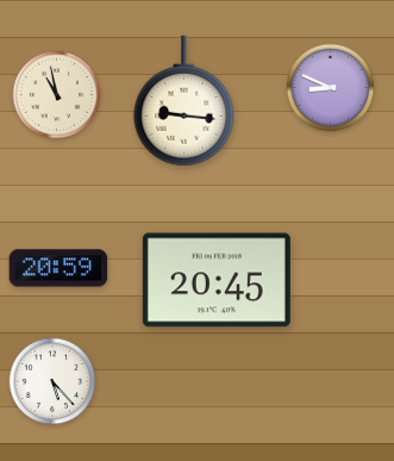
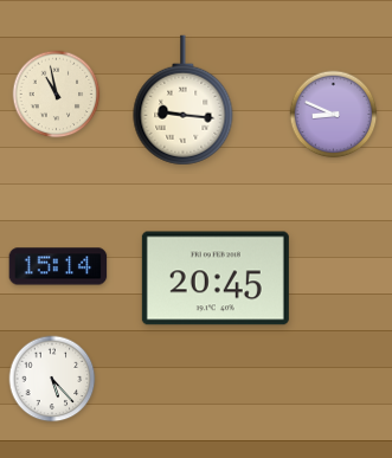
clock at (331, 88) position: (331, 88) -> (334, 115)
clock at (58, 268): 20:59 -> 15:14
